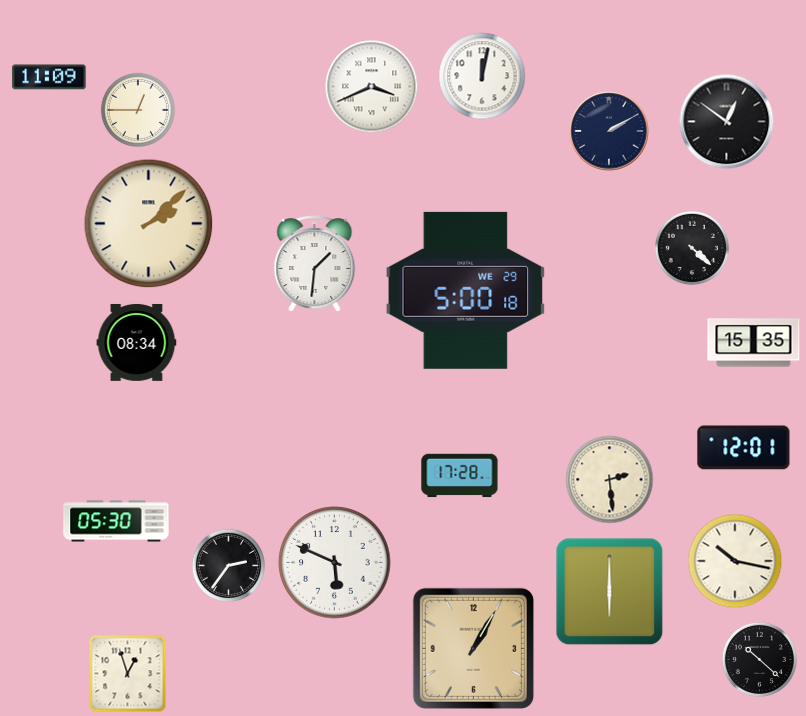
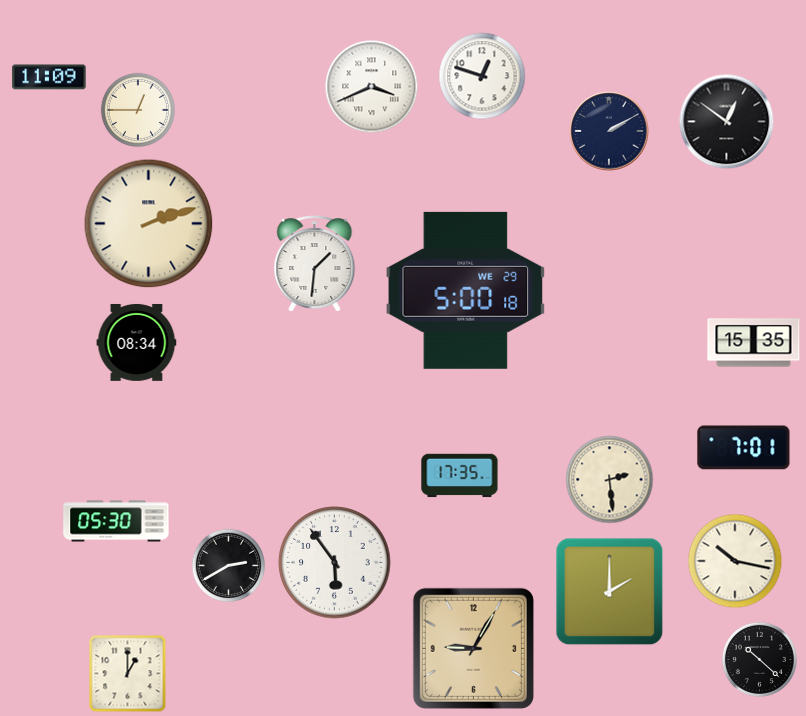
clock at (482, 76): 12:02 -> 12:48
clock at (149, 224): 2:08 -> 2:12
clock at (692, 248): 4:22 -> none
clock at (744, 448): 12:01 -> 7:01
clock at (460, 476): 17:28 -> 17:35
clock at (335, 563): 5:49 -> 5:54
clock at (229, 565): 2:36 -> 2:40
clock at (610, 592): 6:00 -> 2:00
clock at (473, 648): 1:05 -> 9:05
clock at (128, 674): 12:57 -> 1:00
